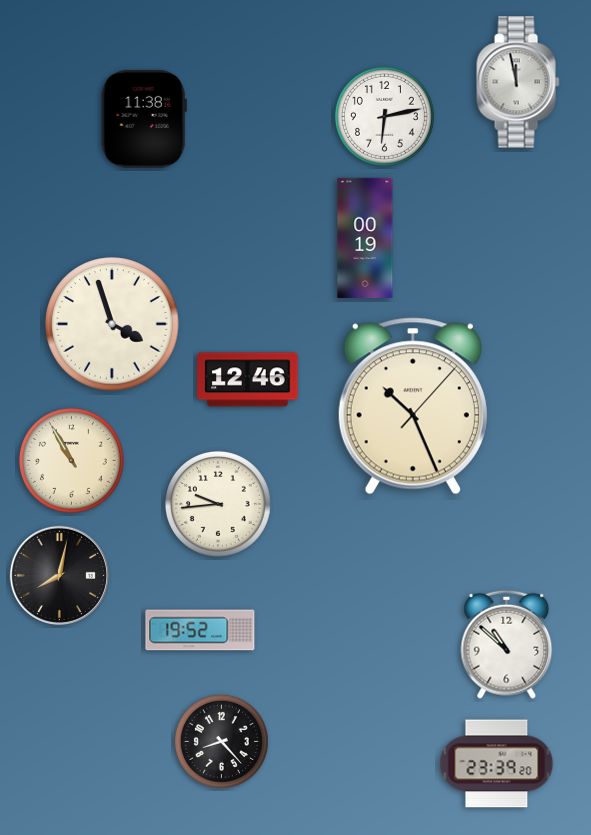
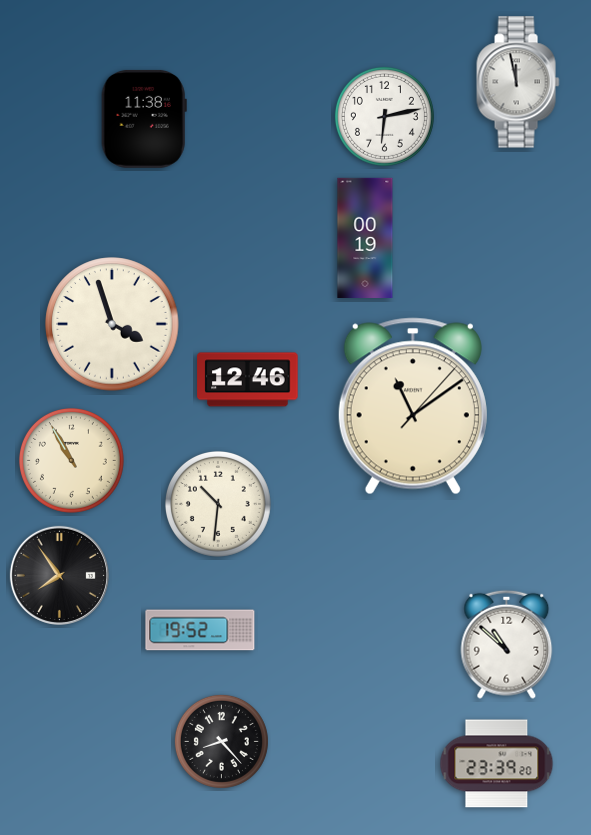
clock at (413, 406): 10:26 -> 11:09
clock at (218, 504): 9:44 -> 10:31
clock at (59, 575): 8:02 -> 7:54
